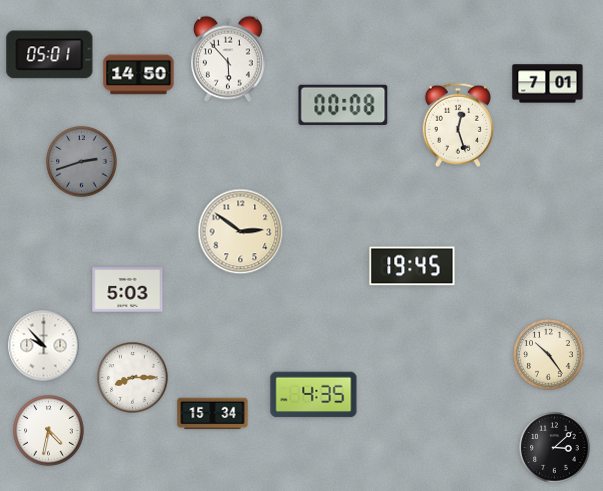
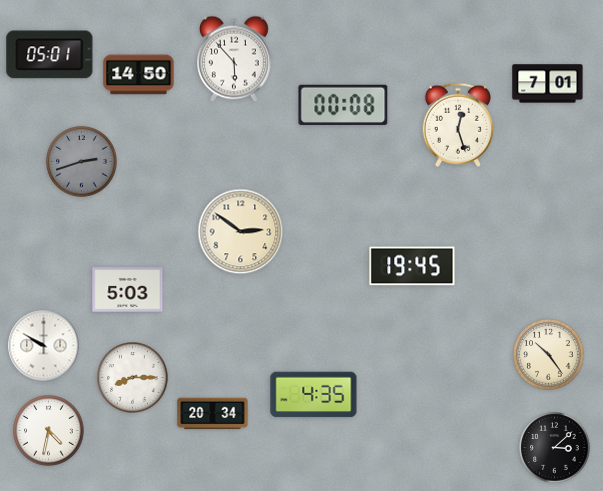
clock at (229, 59) position: (229, 59) -> (235, 59)
clock at (44, 346): 9:53 -> 9:50
clock at (213, 414): 15:34 -> 20:34
